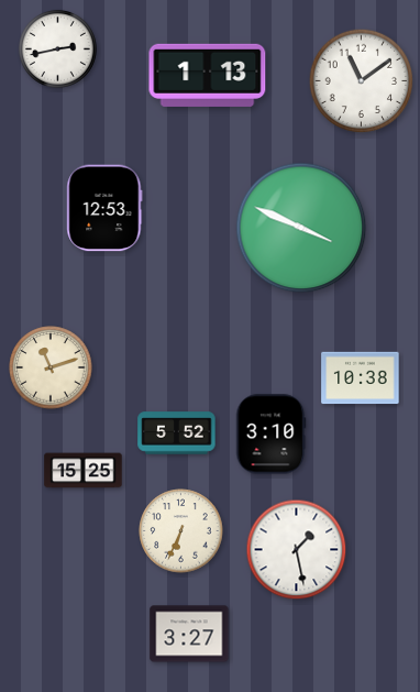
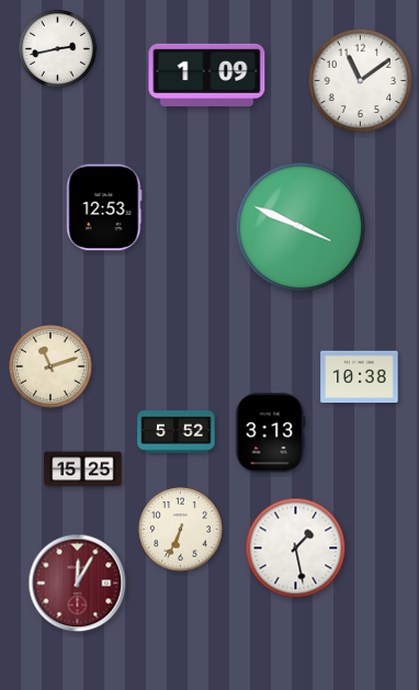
clock at (208, 75): 1:13 -> 1:09
clock at (270, 435): 3:10 -> 3:13
clock at (78, 584): none -> 12:05
clock at (189, 634): 3:27 -> none
